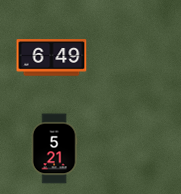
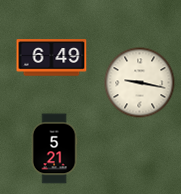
clock at (140, 83): none -> 9:17
